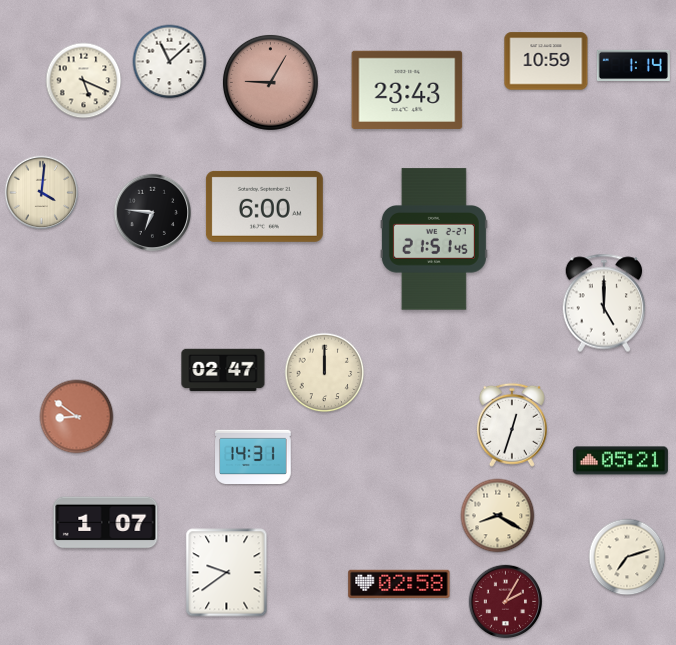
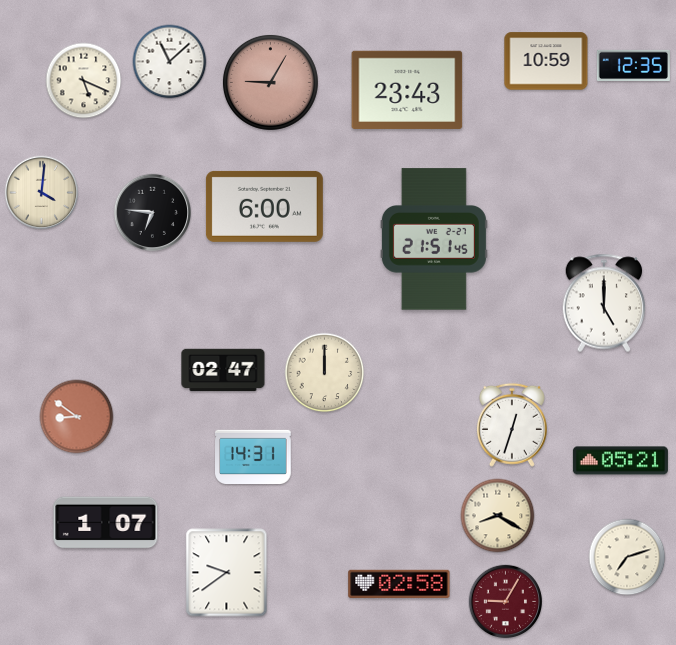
clock at (633, 65): 1:14 -> 12:35
clock at (506, 602): 2:05 -> 9:05
